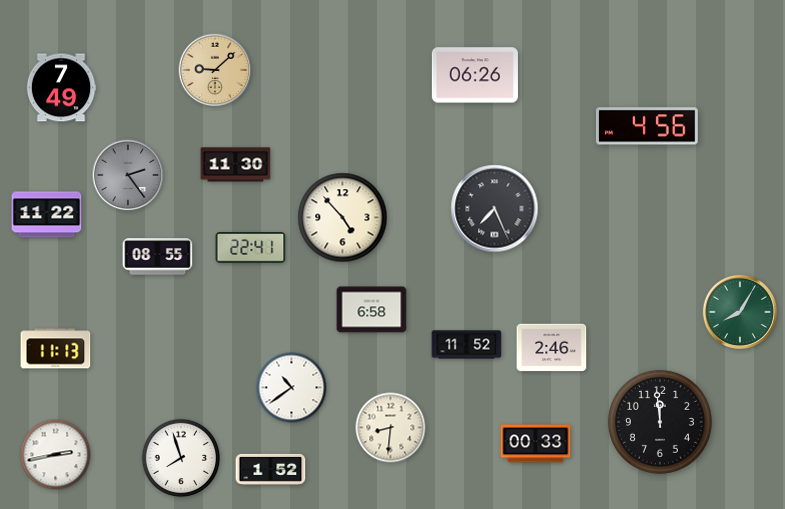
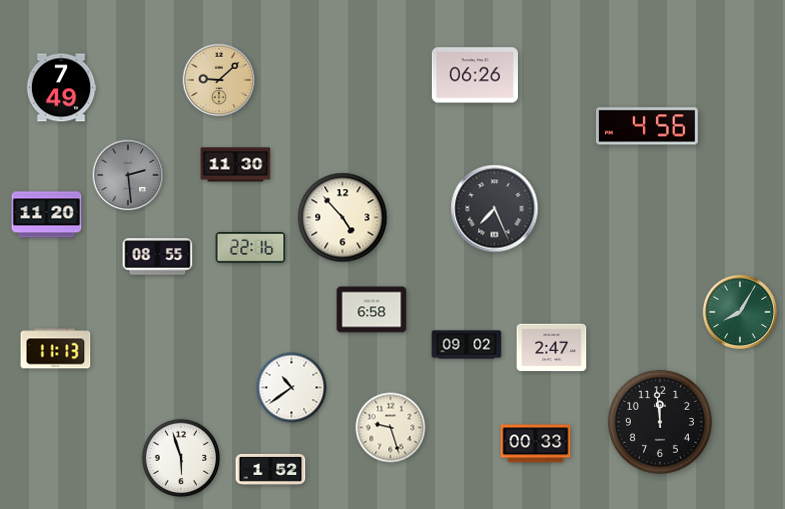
clock at (215, 70) position: (215, 70) -> (219, 80)
clock at (128, 175): 2:24 -> 2:29
clock at (47, 215): 11:22 -> 11:20
clock at (251, 248): 22:41 -> 22:16
clock at (467, 345): 11:52 -> 09:02
clock at (552, 348): 2:46 -> 2:47
clock at (391, 428): 8:31 -> 9:27
clock at (56, 455): 2:43 -> none
clock at (181, 458): 7:57 -> 5:57
